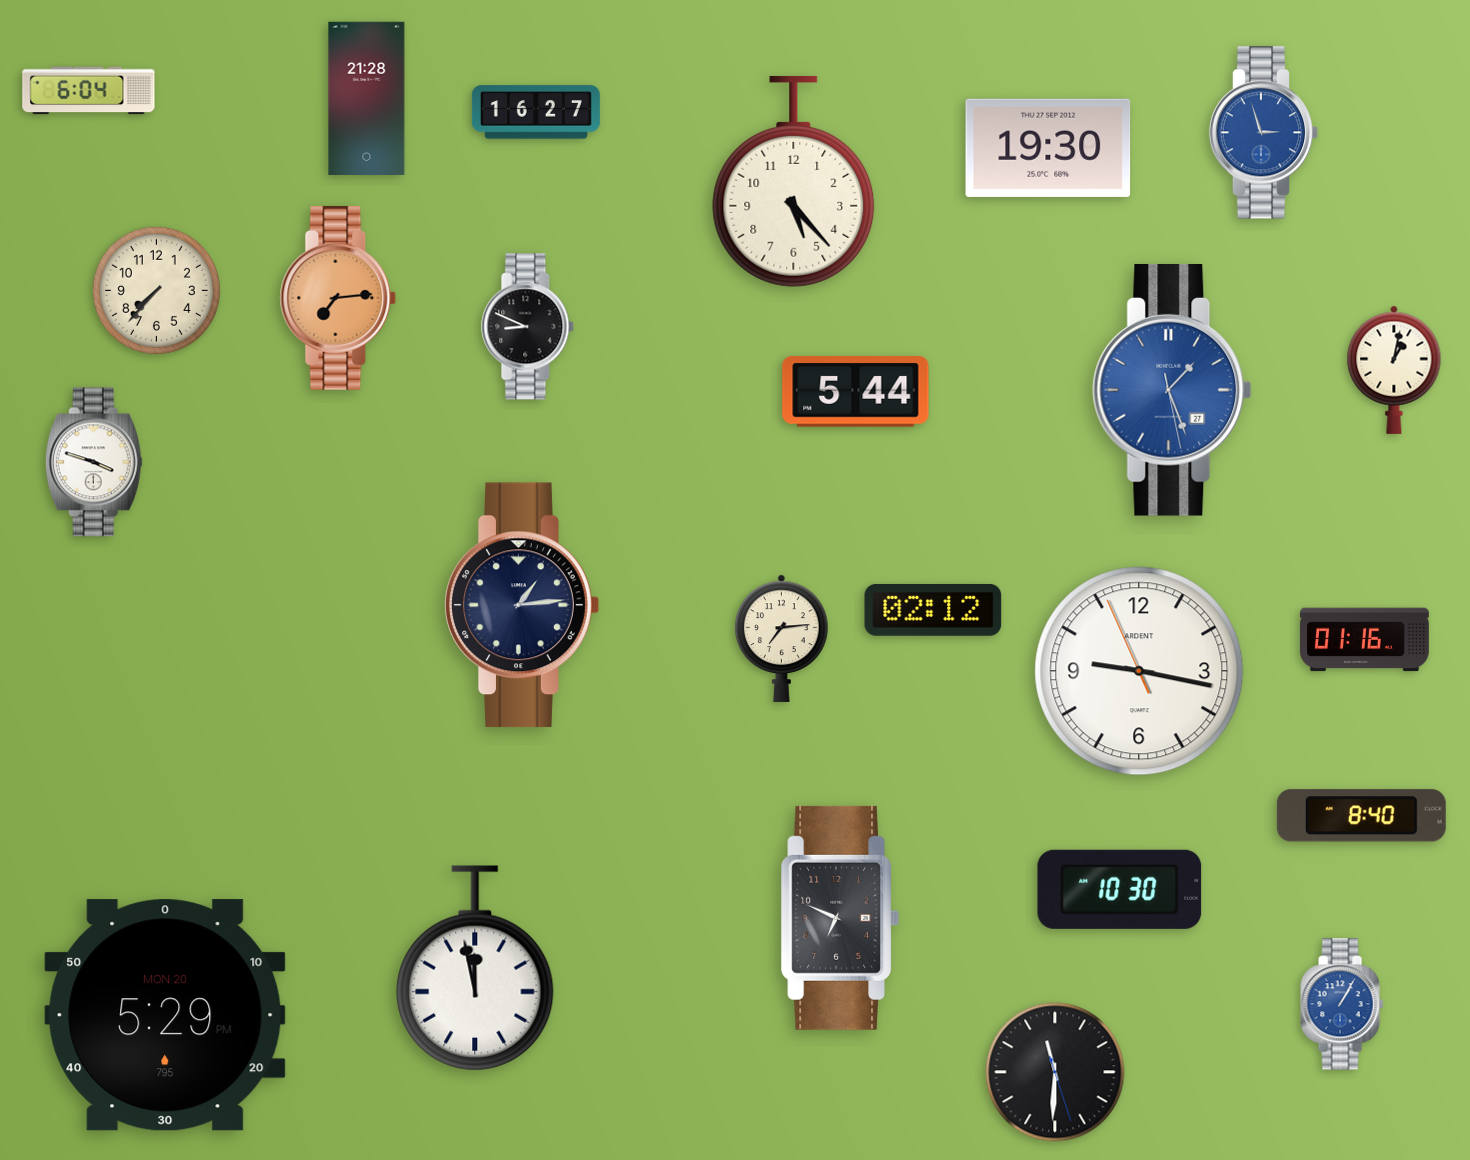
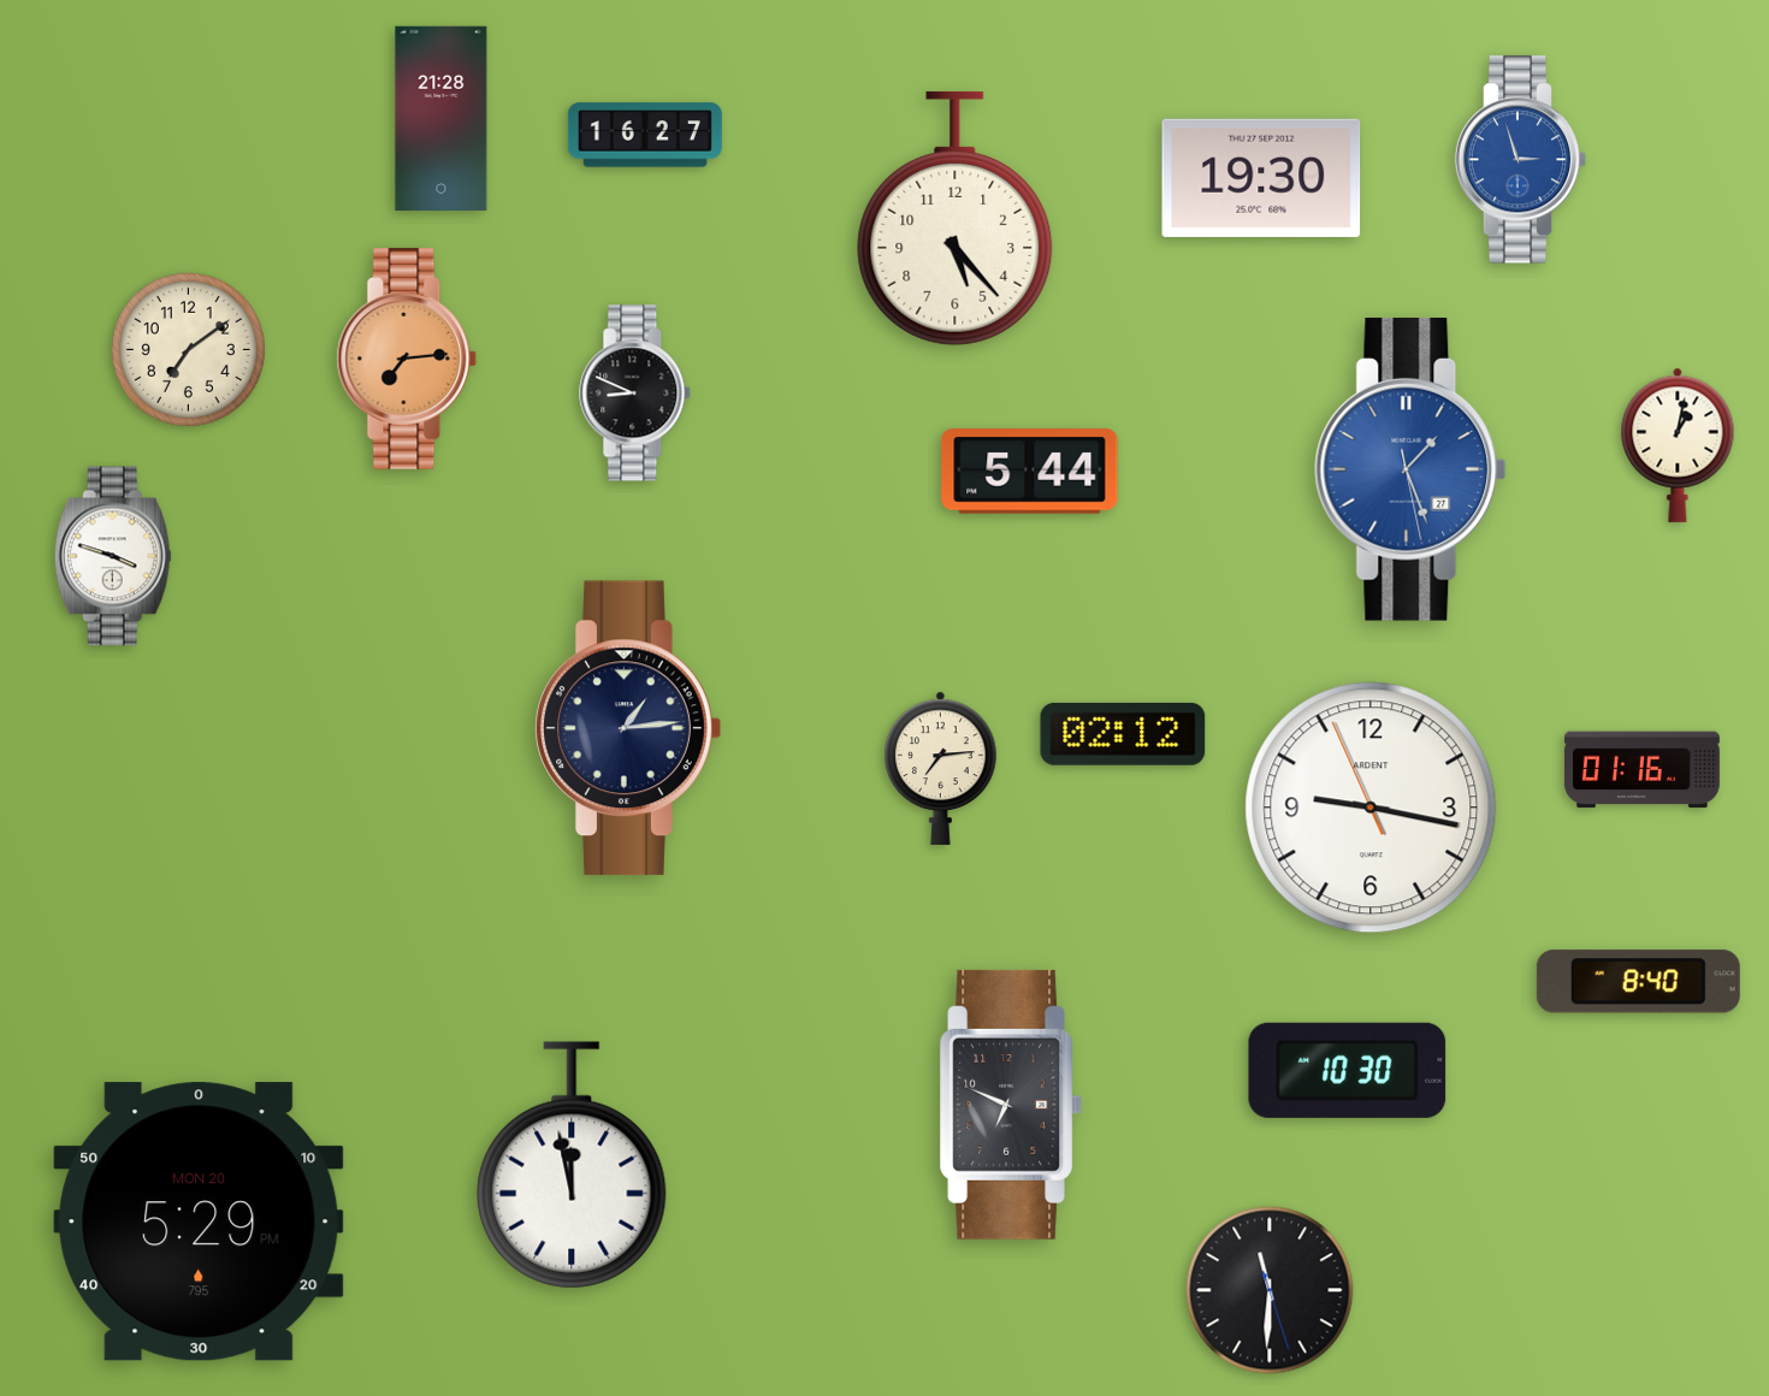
clock at (89, 91): 6:04 -> none
clock at (156, 290): 7:37 -> 7:09
clock at (1342, 1004): 1:05 -> none
